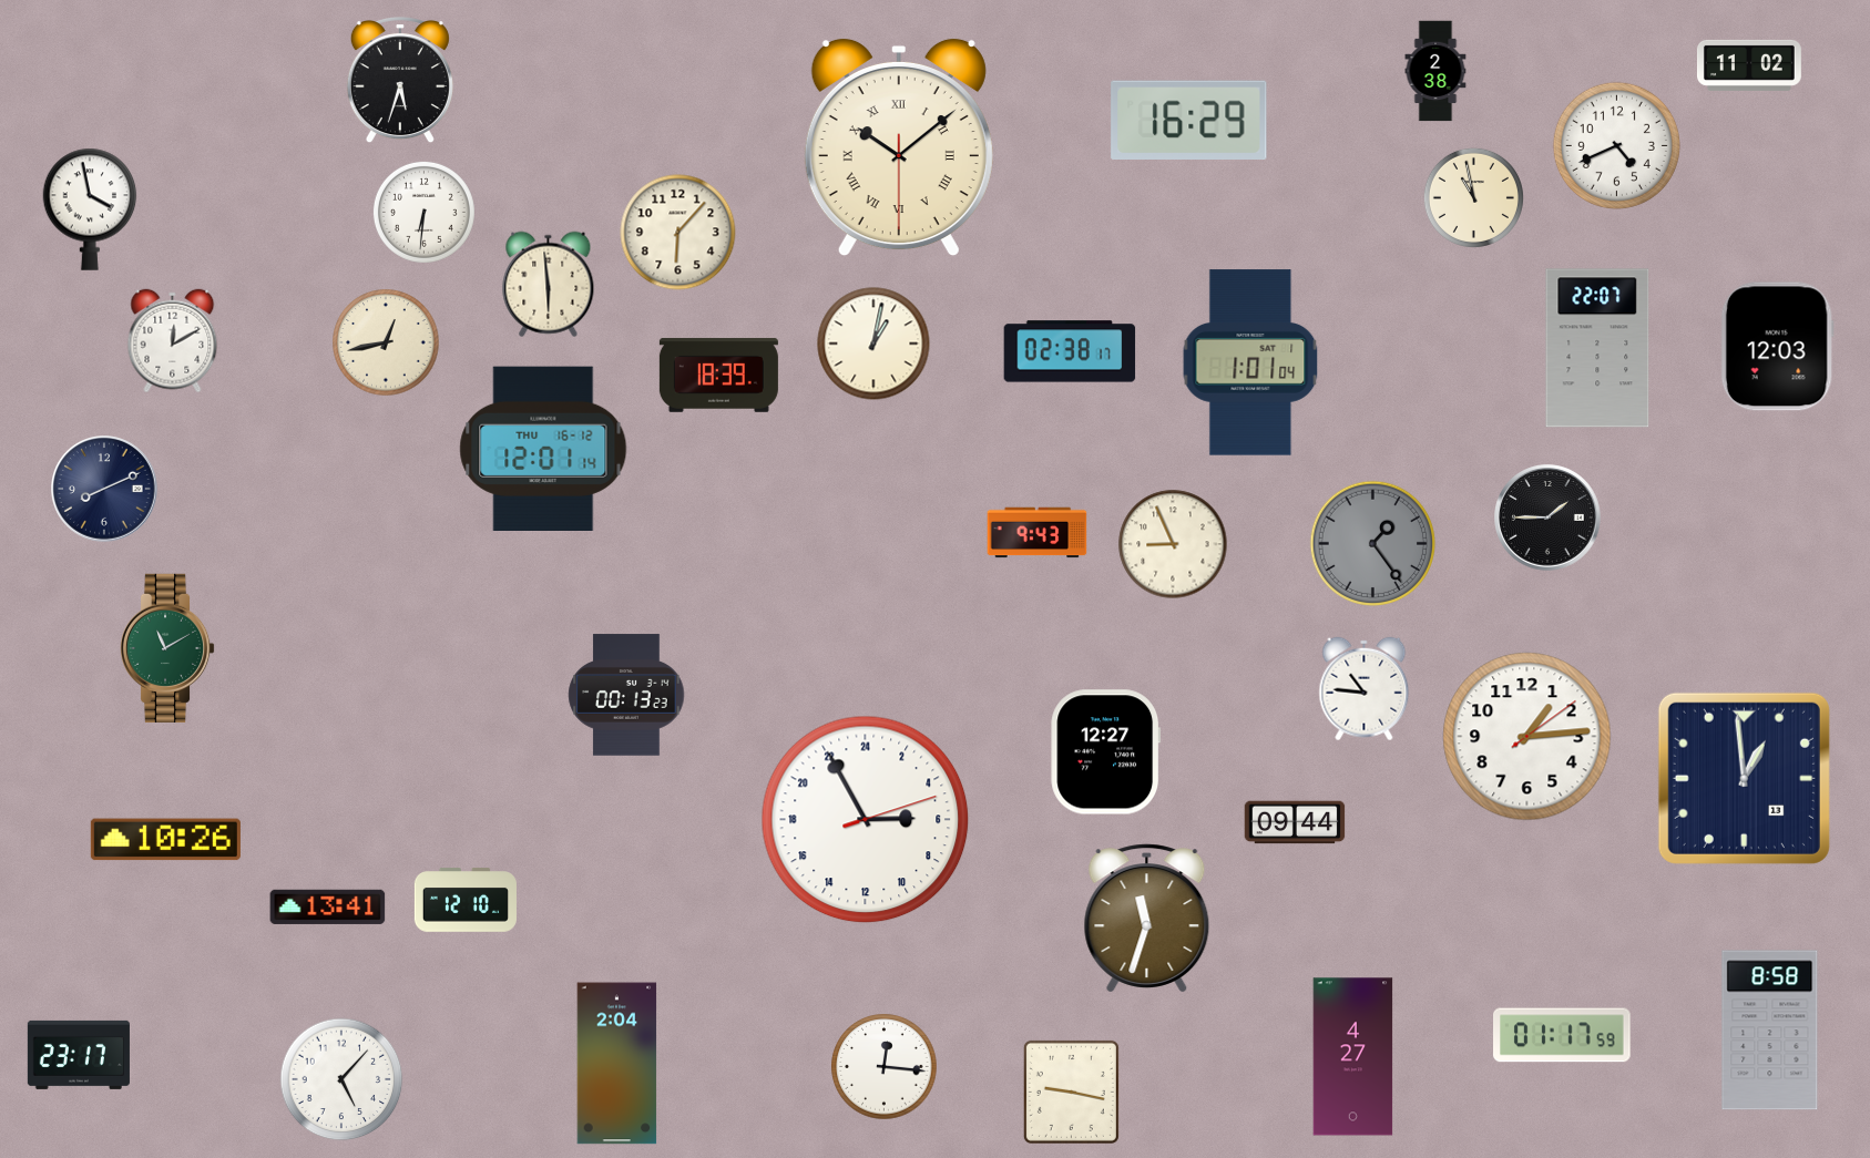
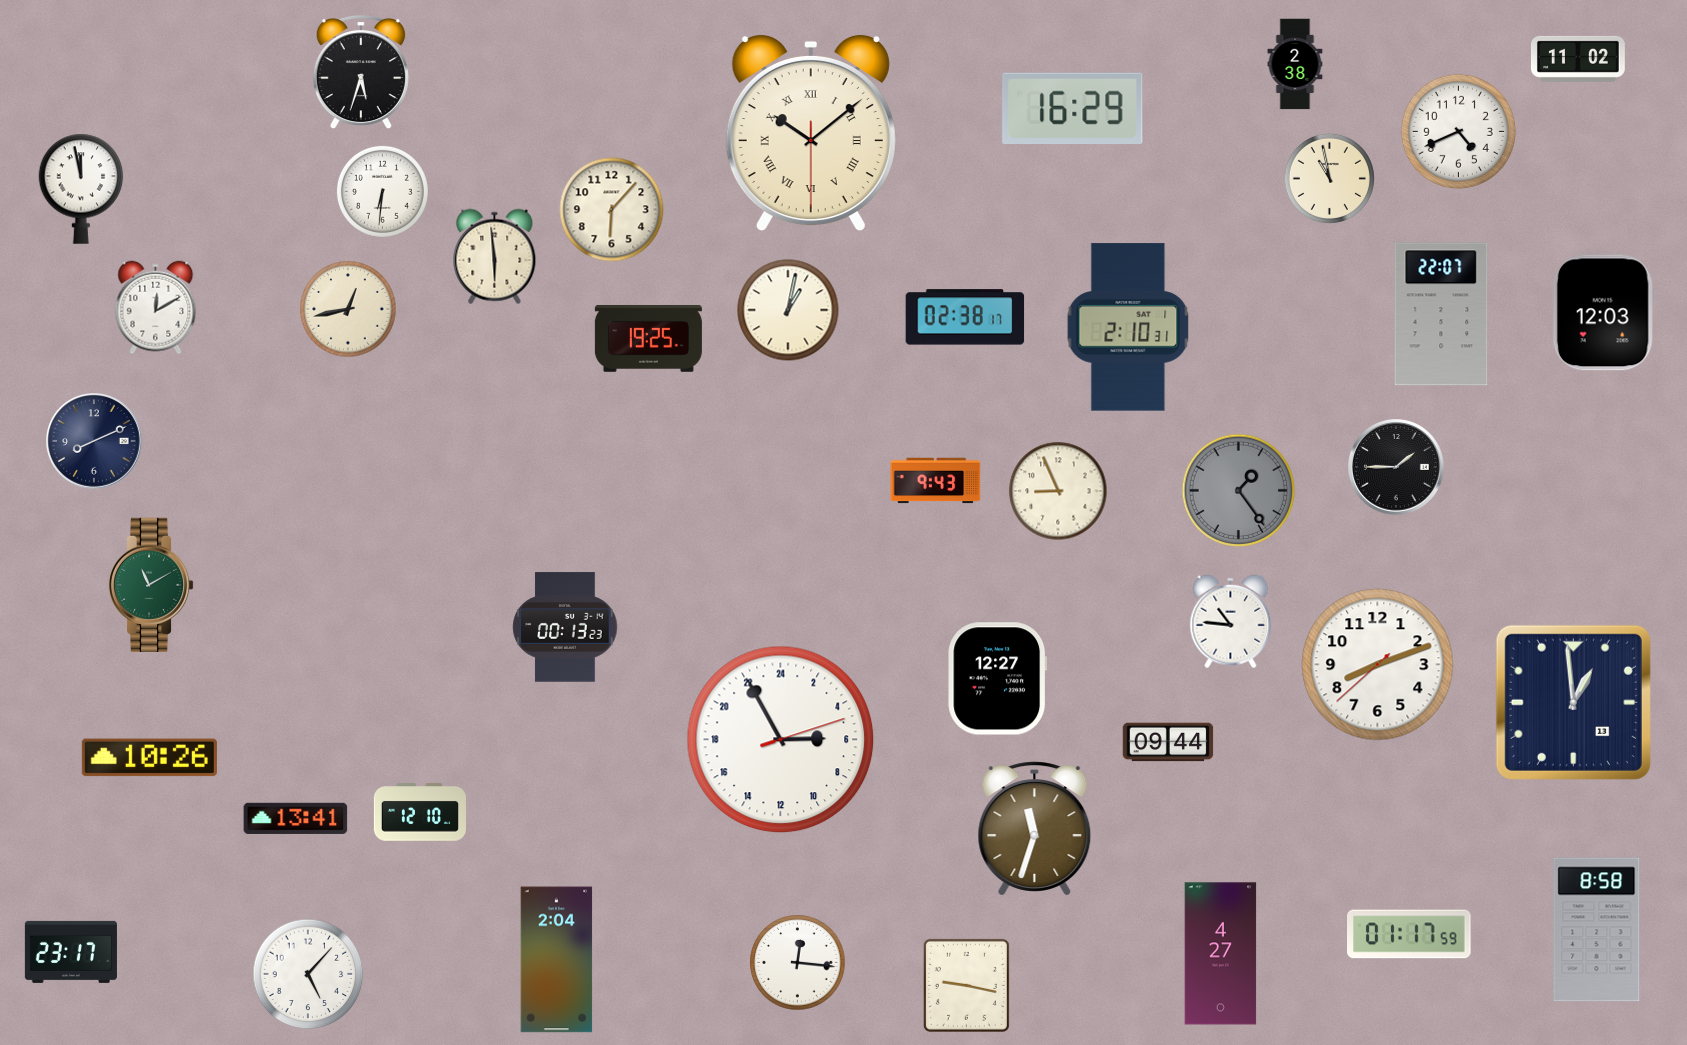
clock at (90, 209): 3:58 -> 11:58
clock at (1250, 362): 1:01 -> 2:10
clock at (718, 375): 18:39 -> 19:25
clock at (543, 448): 12:01 -> none
clock at (1527, 737): 1:14 -> 8:11
